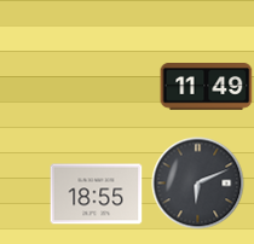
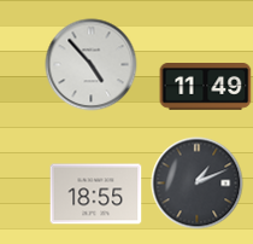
clock at (92, 65): none -> 4:53
clock at (198, 184): 6:11 -> 1:11
